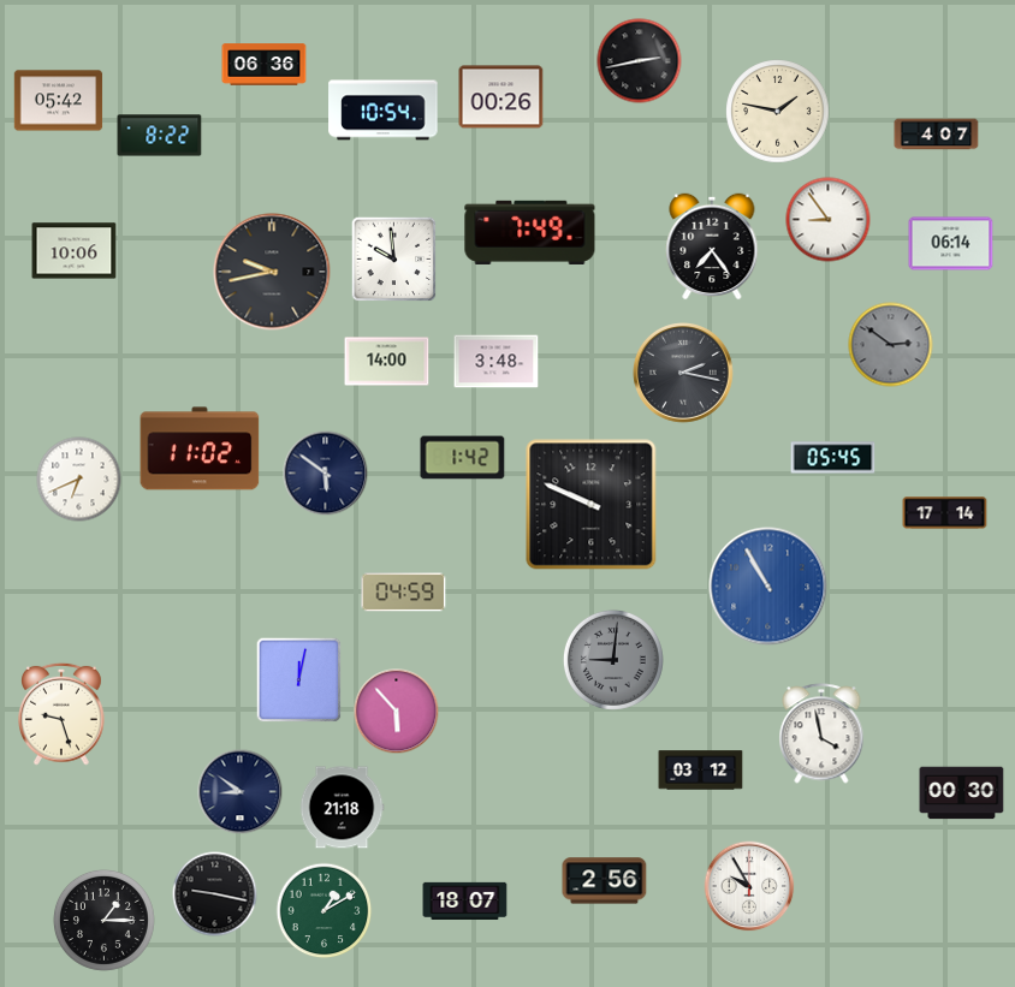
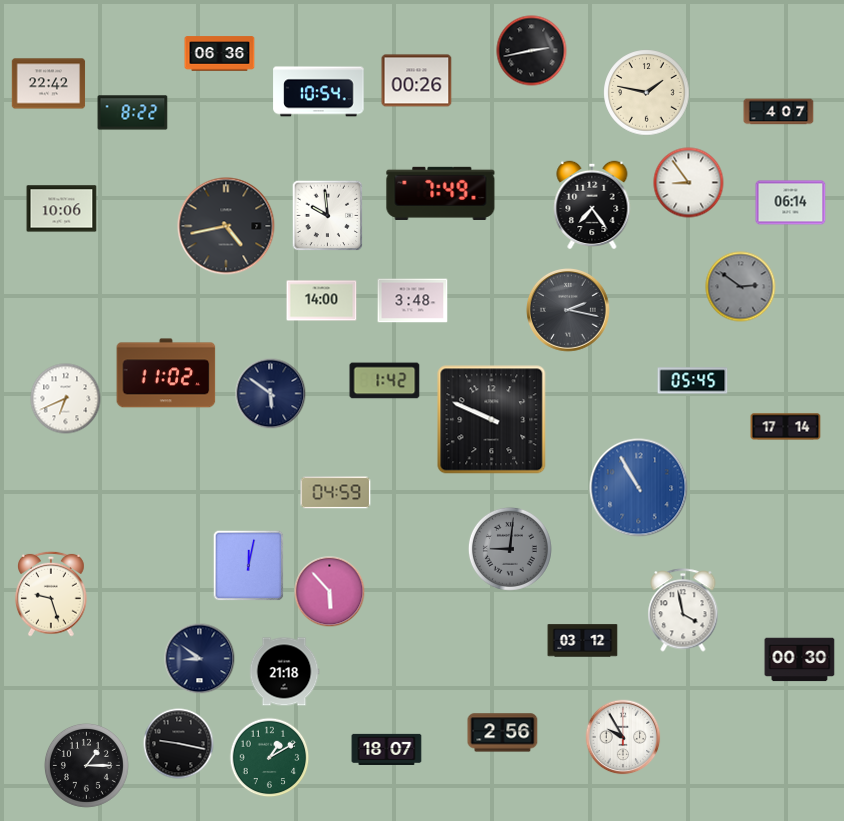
clock at (59, 101): 05:42 -> 22:42
clock at (272, 272): 9:43 -> 4:43
